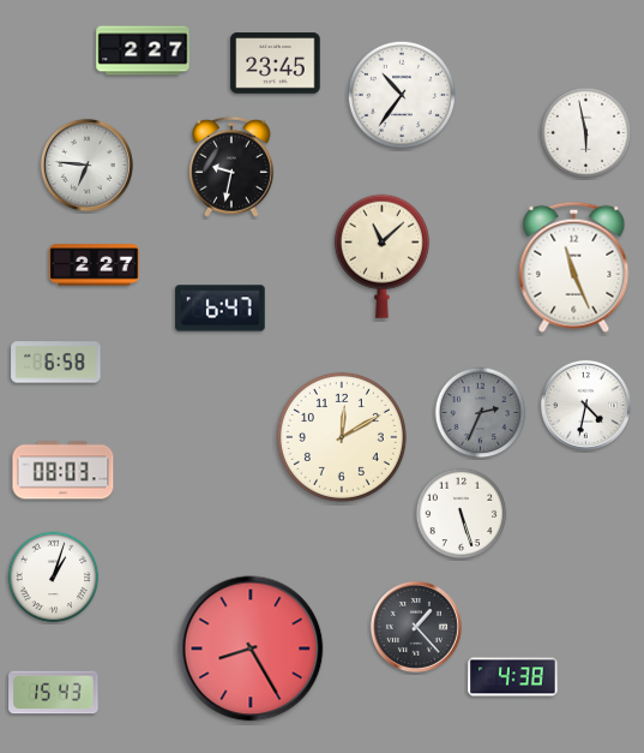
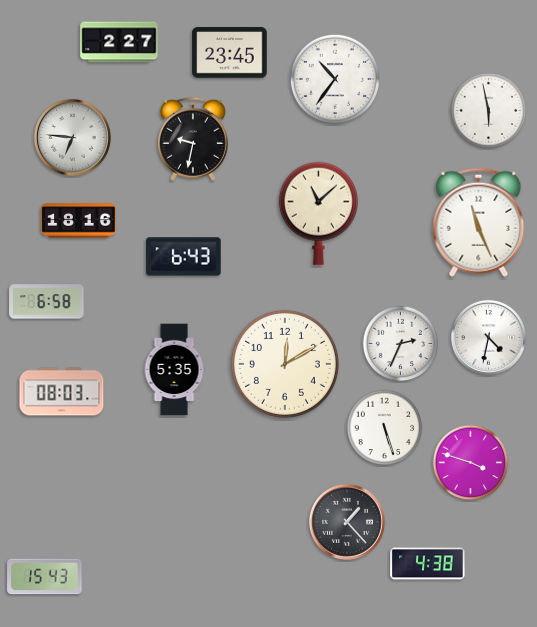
clock at (95, 265): 2:27 -> 18:16
clock at (221, 309): 6:47 -> 6:43
clock at (481, 413) dial: grey -> white
clock at (174, 370): none -> 5:35
clock at (64, 471) position: (64, 471) -> (62, 392)
clock at (471, 463): none -> 3:48
clock at (54, 578): 1:03 -> none
clock at (251, 649): 8:25 -> none
